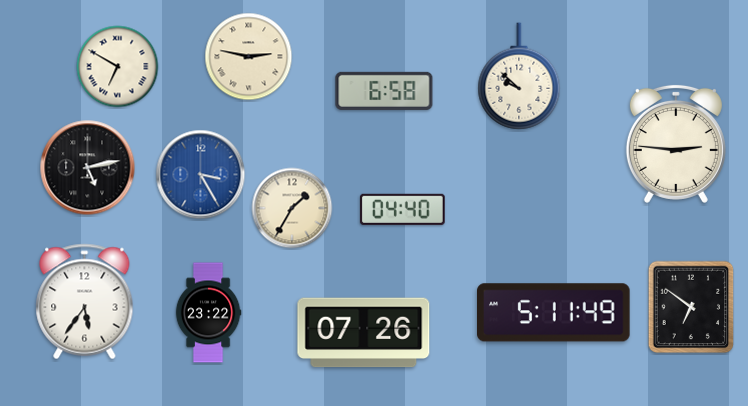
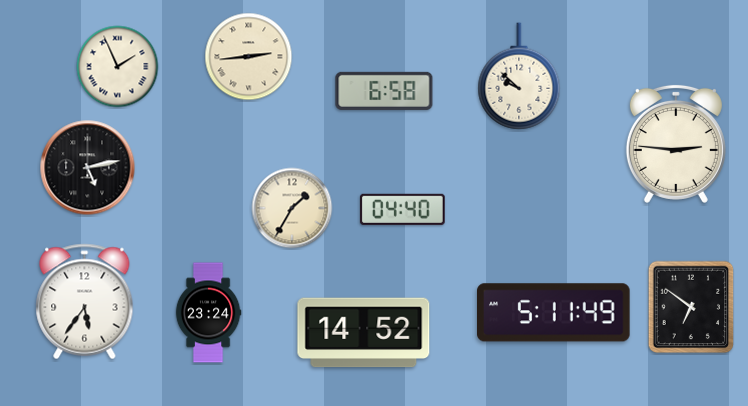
clock at (249, 57): 2:47 -> 2:44
clock at (118, 67): 6:50 -> 1:56
clock at (201, 175): 3:25 -> none
clock at (208, 313): 23:22 -> 23:24
clock at (364, 333): 07:26 -> 14:52
